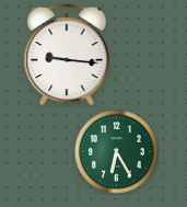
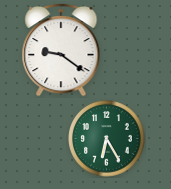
clock at (67, 55): 9:16 -> 9:21
